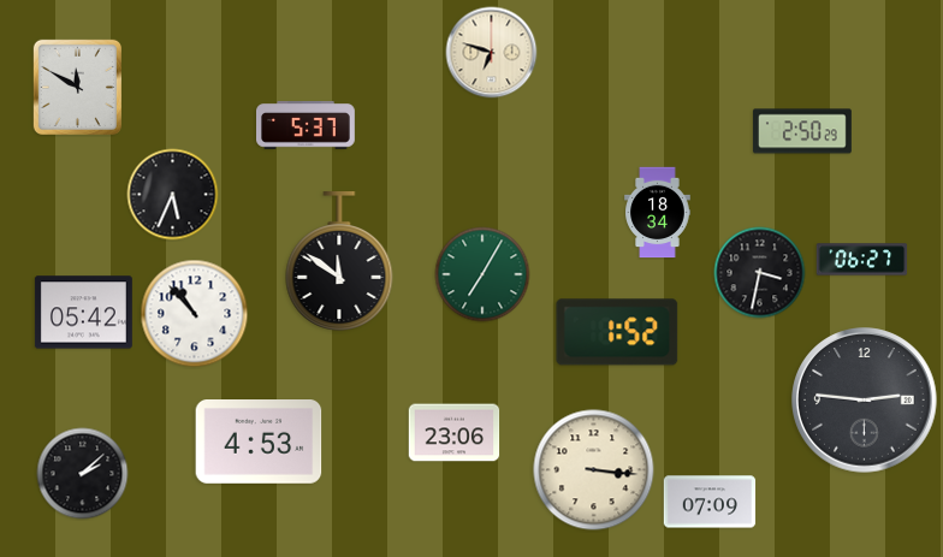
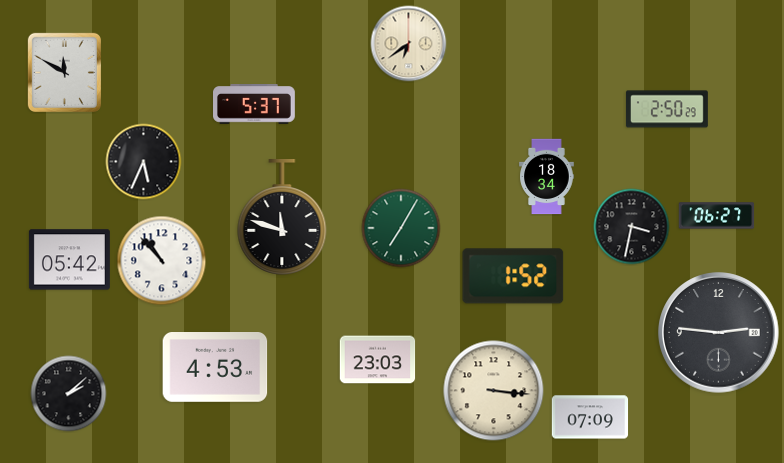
clock at (492, 53): 6:48 -> 6:39
clock at (339, 262): 11:51 -> 11:48
clock at (455, 433): 23:06 -> 23:03
